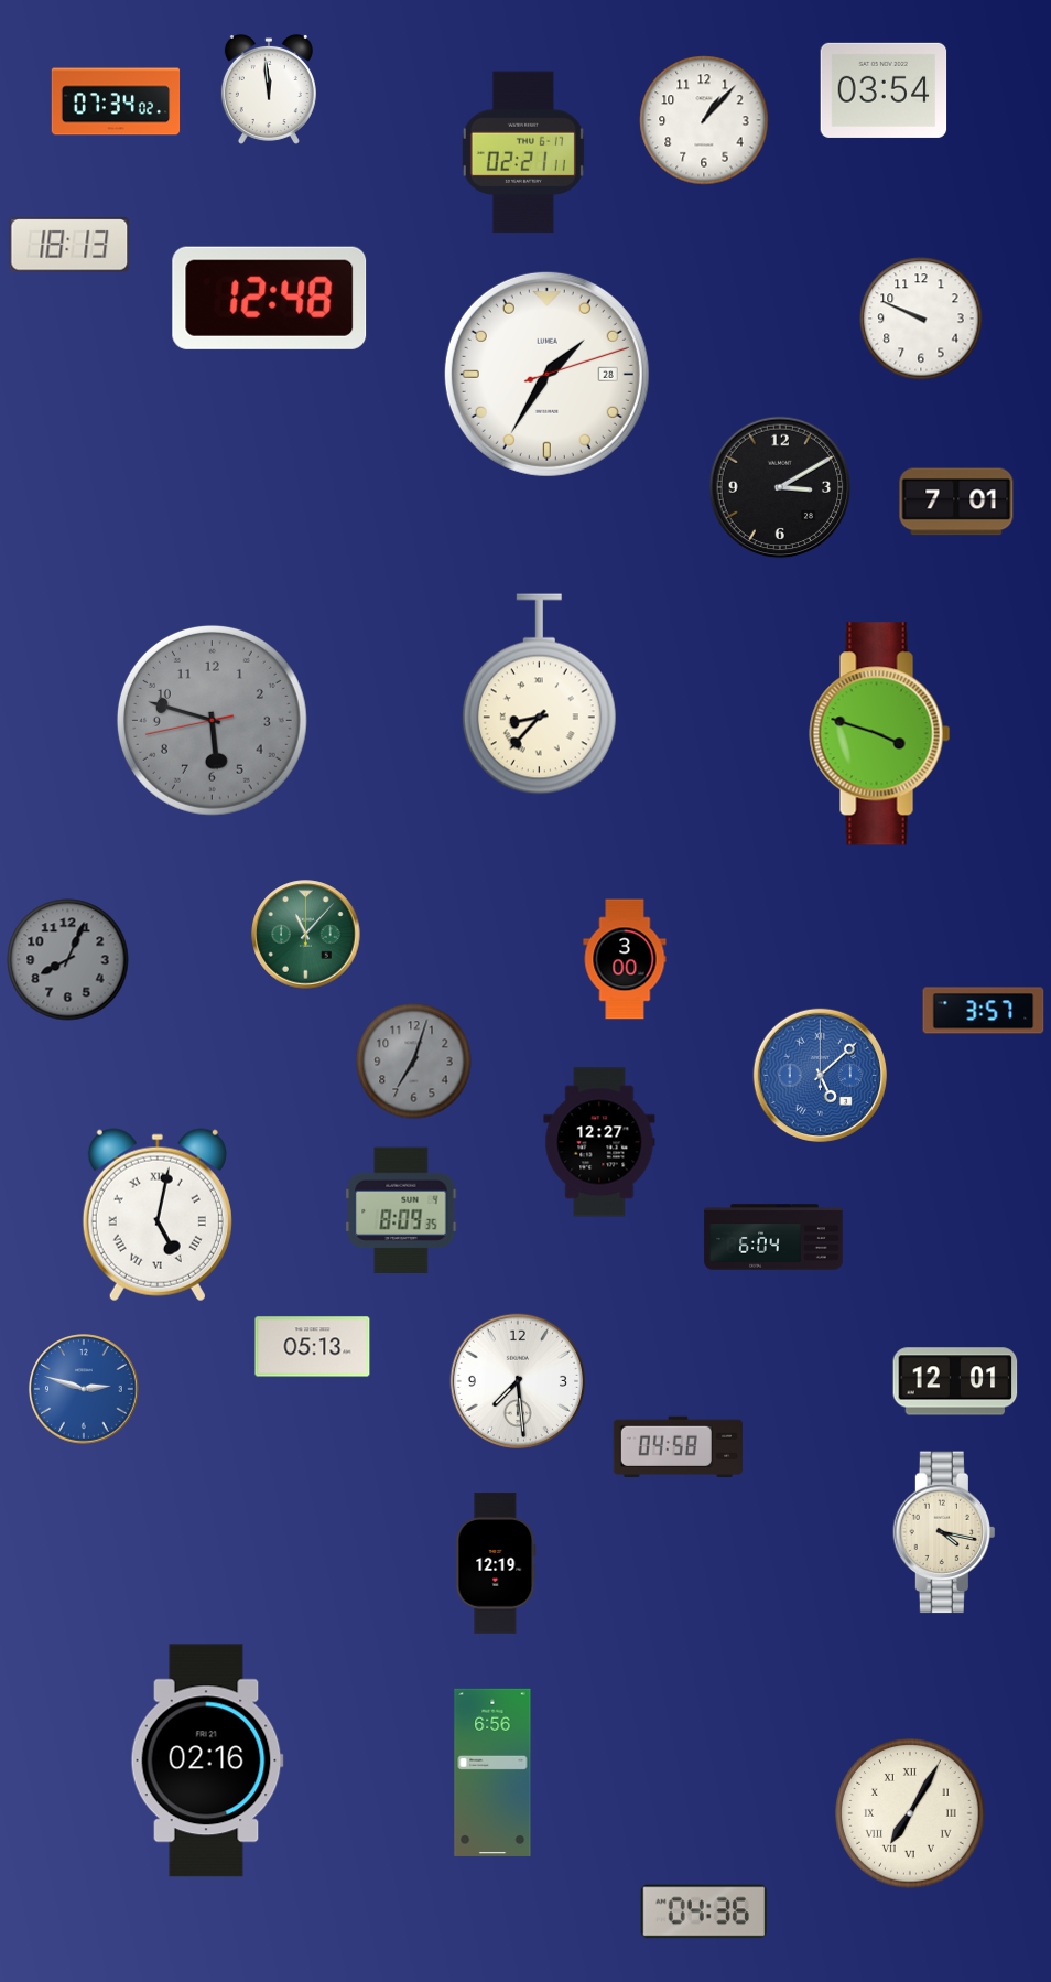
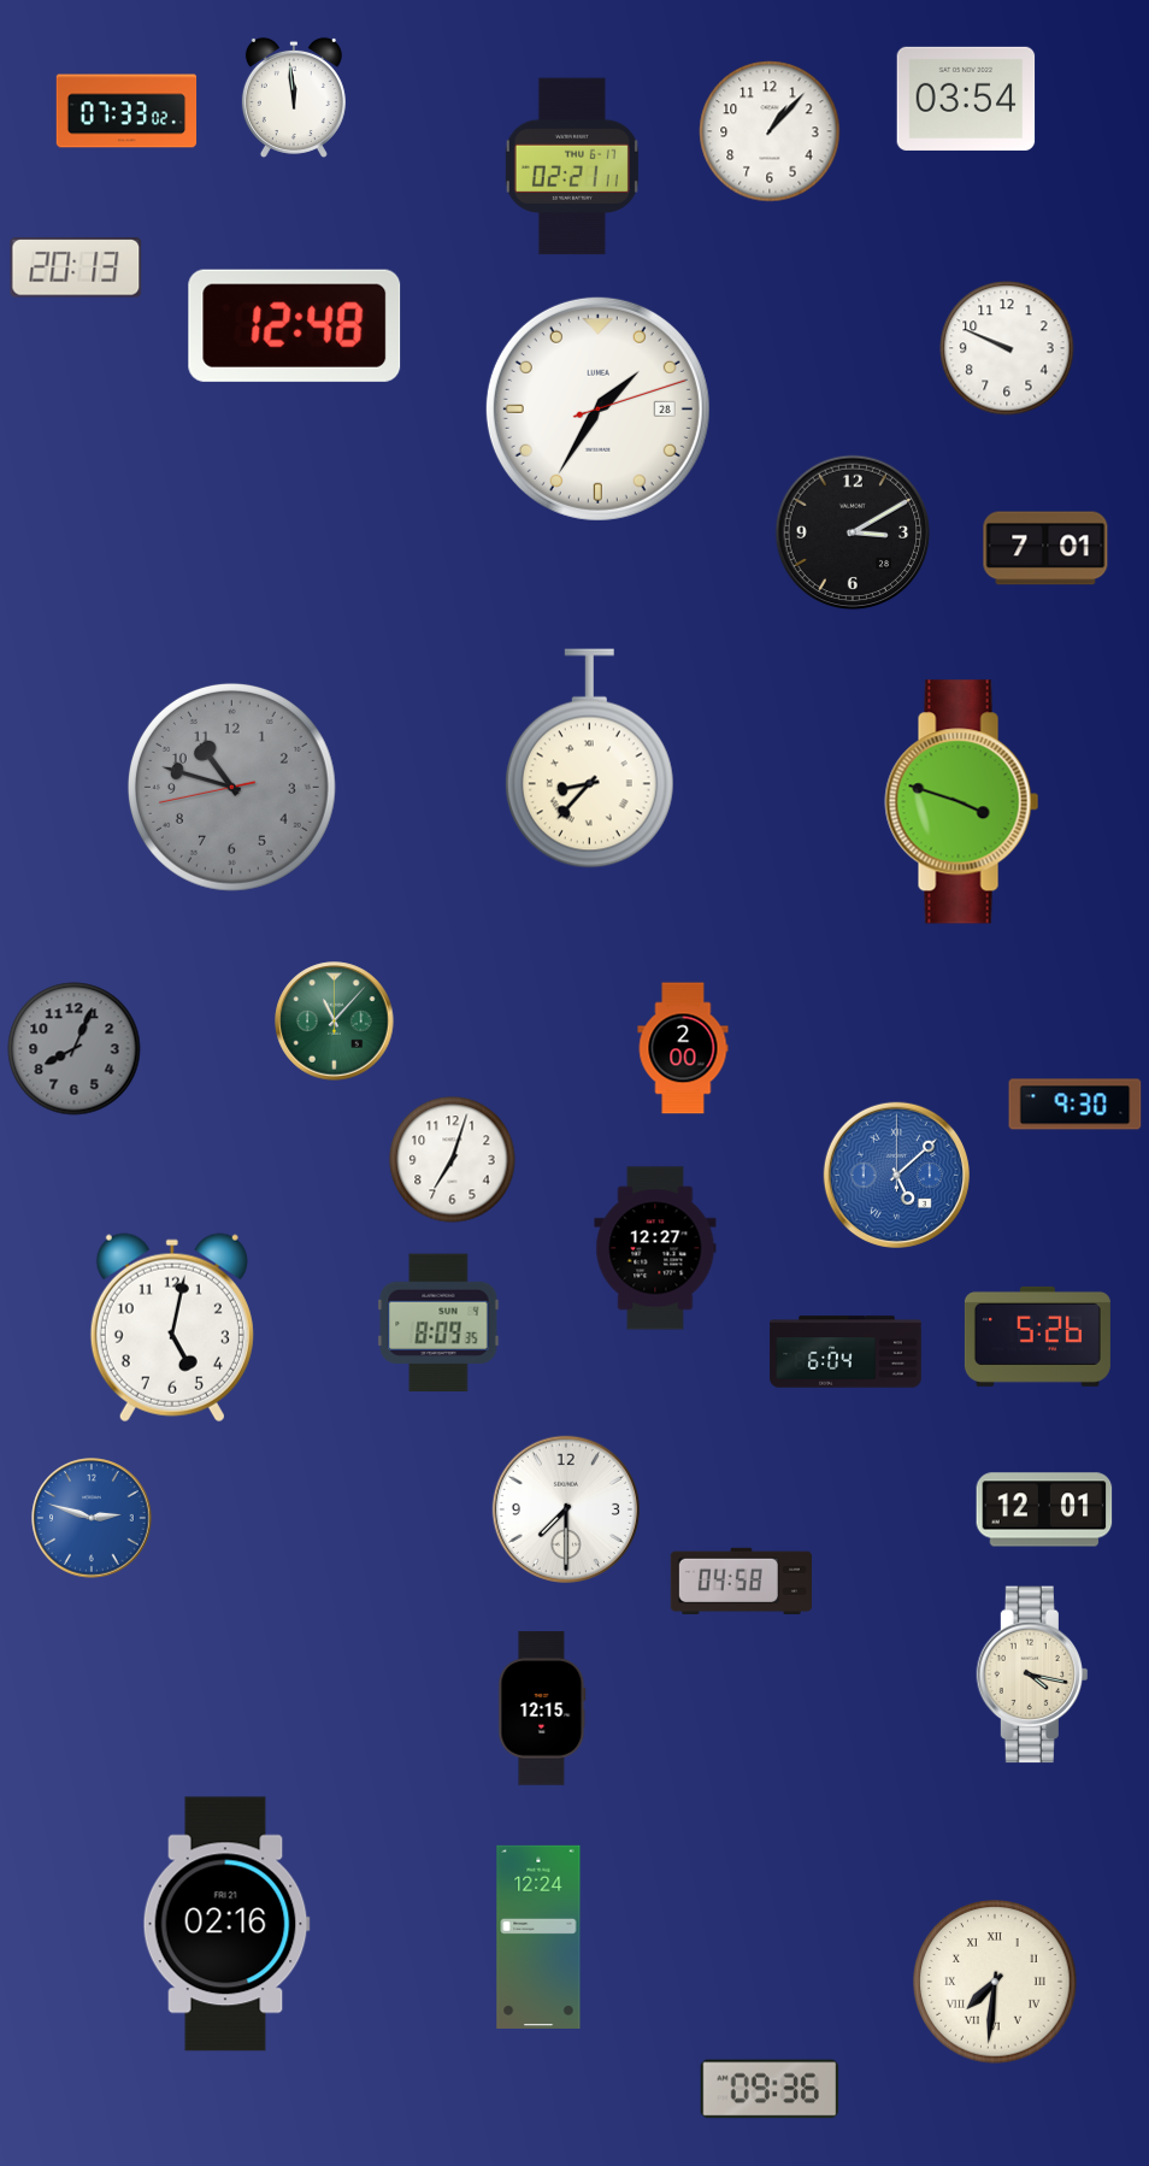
clock at (116, 101): 07:34 -> 07:33
clock at (69, 245): 18:13 -> 20:13
clock at (212, 720): 5:47 -> 10:47
clock at (625, 959): 3:00 -> 2:00
clock at (984, 1011): 3:57 -> 9:30
clock at (414, 1062) dial: grey -> white
clock at (158, 1215) numerals: Roman -> Arabic
clock at (1037, 1336): none -> 5:26
clock at (313, 1347): 05:13 -> none
clock at (517, 1380): 7:29 -> 7:30
clock at (496, 1563): 12:19 -> 12:15
clock at (492, 1773): 6:56 -> 12:24
clock at (910, 1813): 7:05 -> 7:31
clock at (704, 1911): 04:36 -> 09:36
